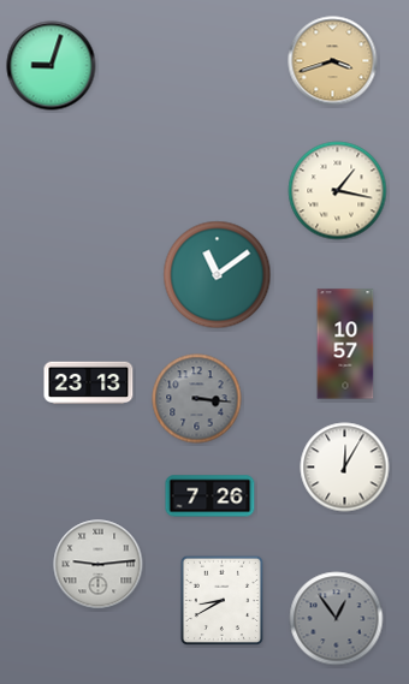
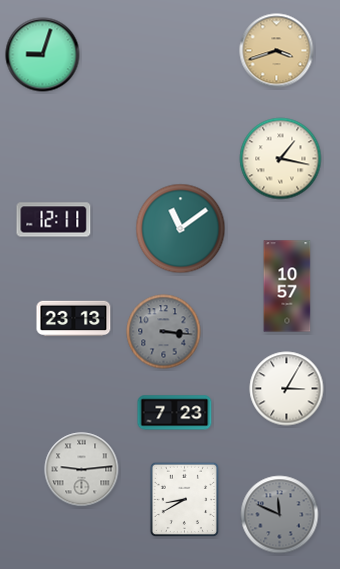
clock at (54, 220): none -> 12:11
clock at (345, 468): 12:05 -> 3:05
clock at (211, 496): 7:26 -> 7:23
clock at (337, 619): 12:54 -> 11:49
